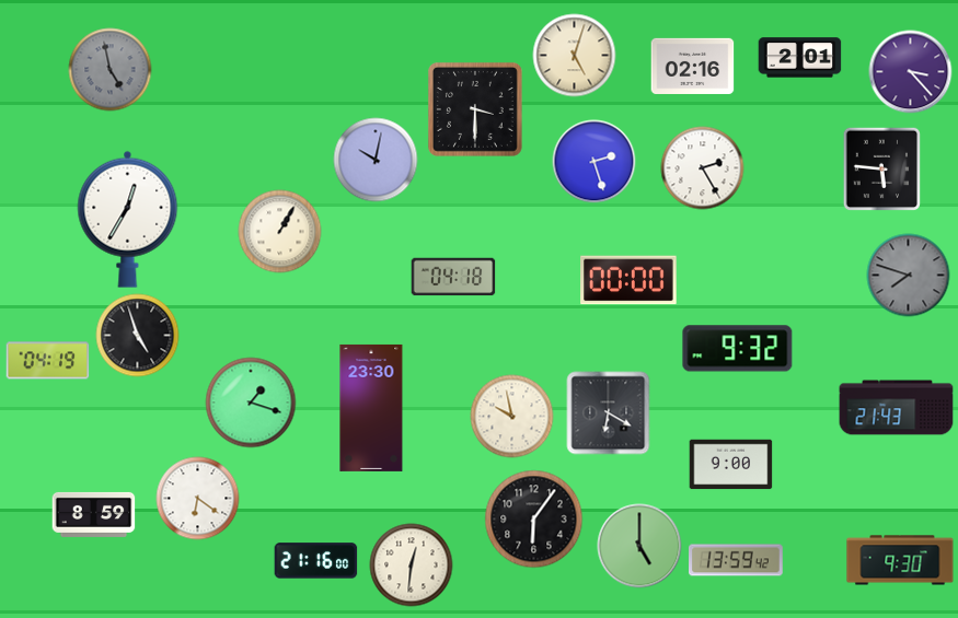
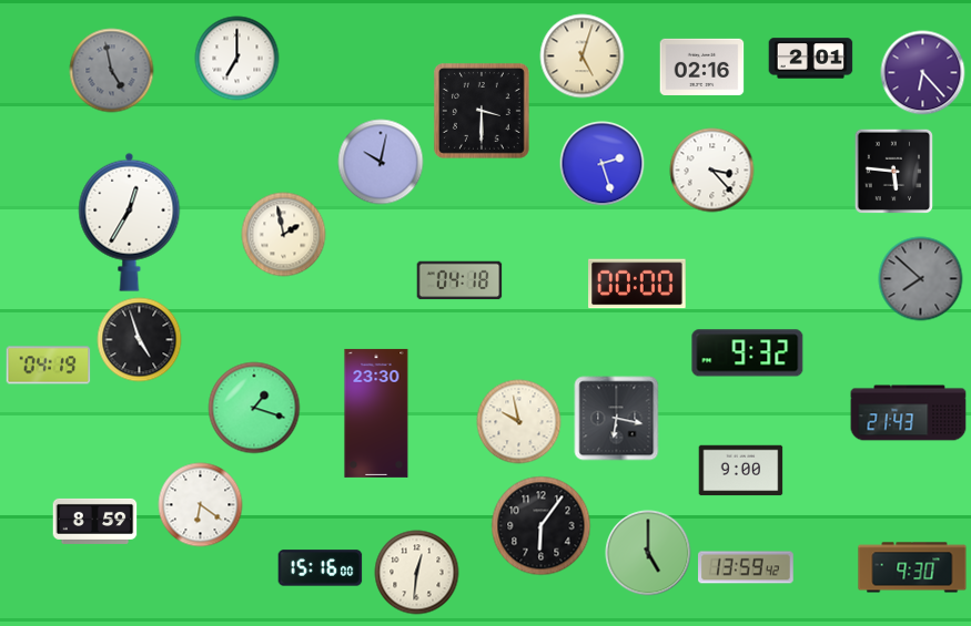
clock at (237, 59): none -> 7:00
clock at (911, 72): 3:23 -> 6:23
clock at (703, 168): 2:25 -> 3:23
clock at (280, 232): 1:05 -> 1:58
clock at (909, 276): 7:48 -> 7:52
clock at (609, 413): 6:20 -> 6:17
clock at (316, 561): 21:16 -> 15:16
